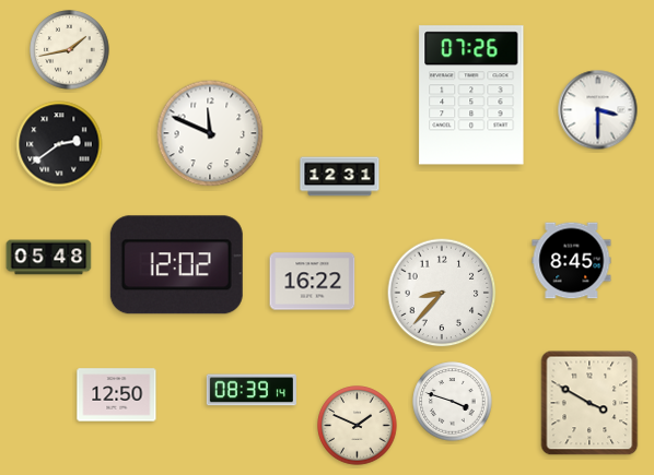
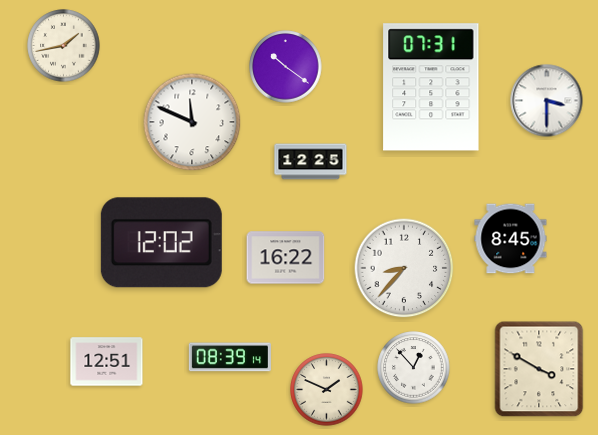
clock at (286, 67): none -> 10:21
clock at (471, 95): 07:26 -> 07:31
clock at (59, 144): 2:39 -> none
clock at (340, 177): 12:31 -> 12:25
clock at (49, 258): 05:48 -> none
clock at (572, 261) position: (572, 261) -> (511, 239)
clock at (117, 395): 12:50 -> 12:51
clock at (453, 402): 3:48 -> 12:53
